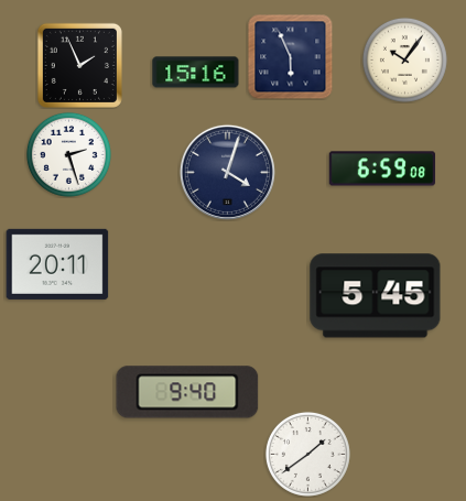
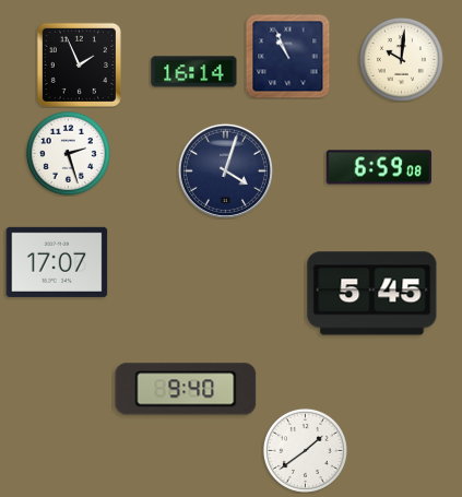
clock at (290, 56): 5:56 -> 10:56
clock at (404, 59): 10:06 -> 10:01
clock at (196, 73): 15:16 -> 16:14
clock at (57, 264): 20:11 -> 17:07
